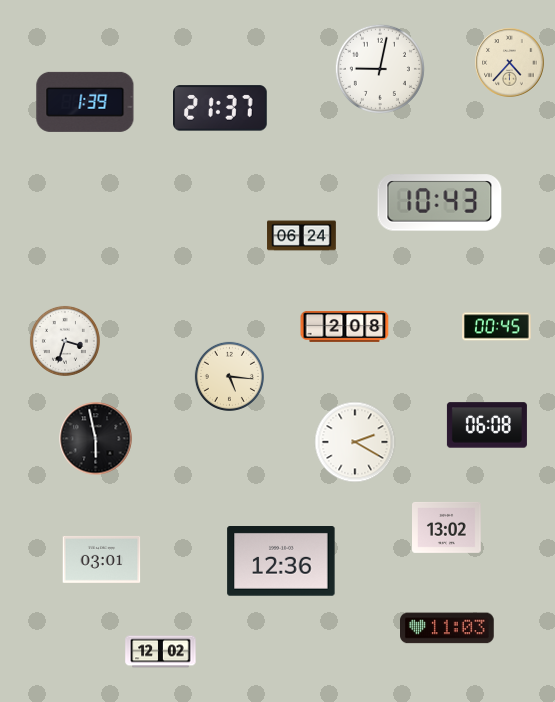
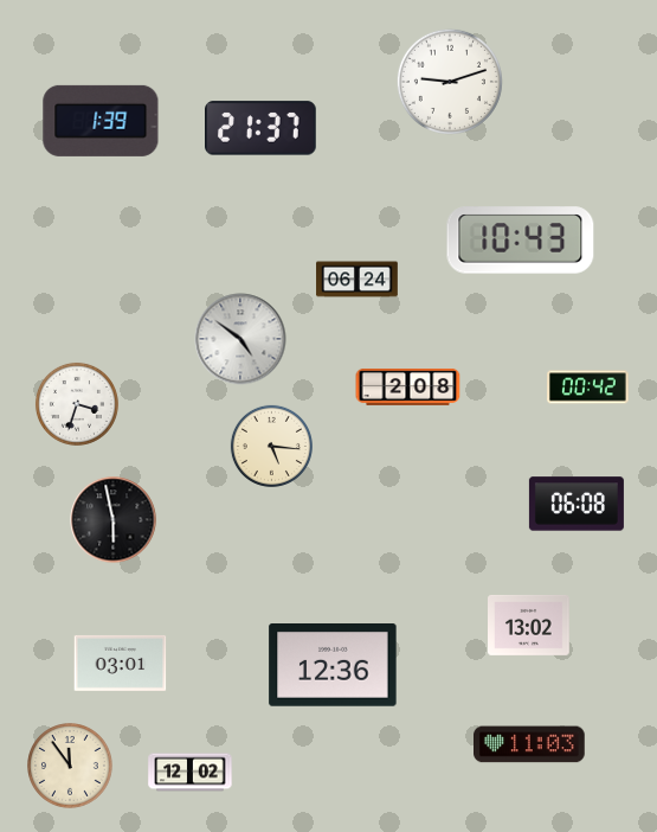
clock at (510, 63): 4:37 -> none
clock at (380, 69): 9:02 -> 9:12
clock at (240, 339): none -> 4:51
clock at (497, 327): 00:45 -> 00:42
clock at (355, 442): 2:20 -> none
clock at (71, 767): none -> 11:54
